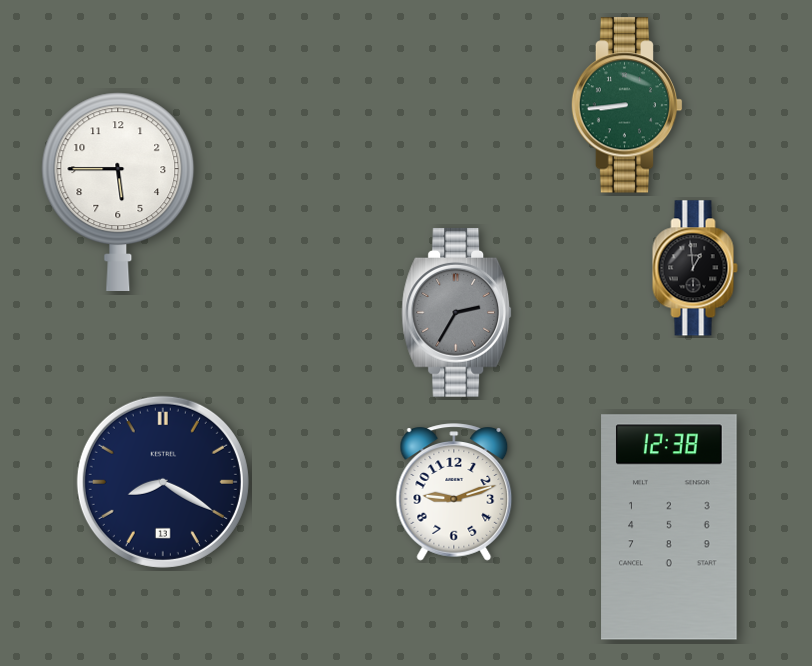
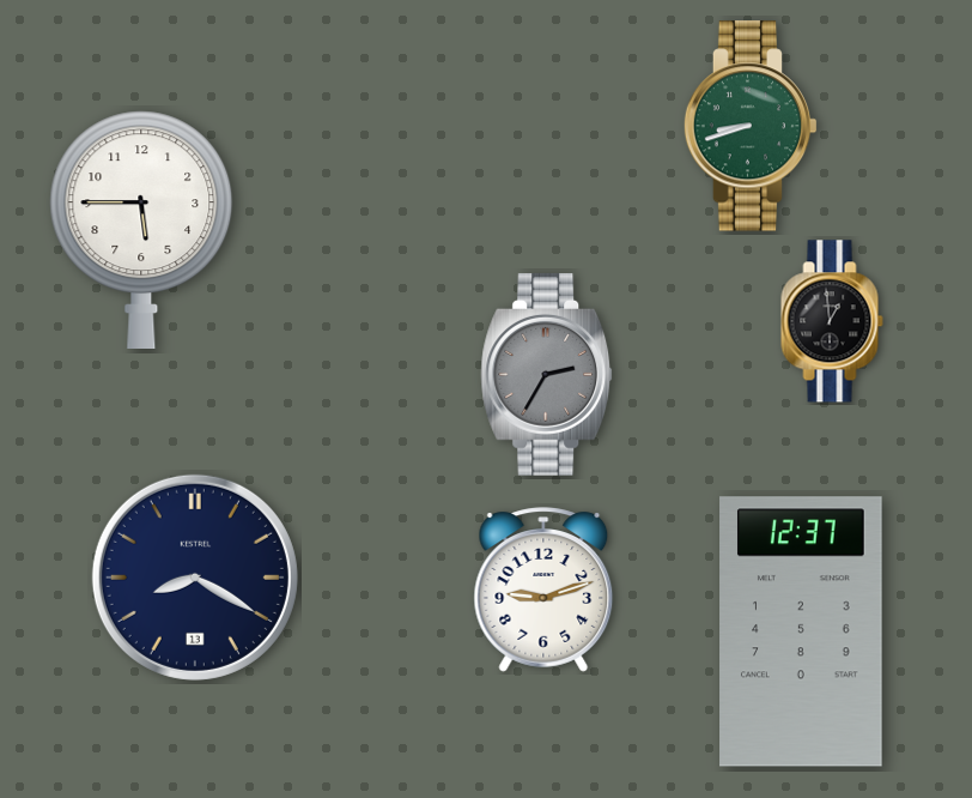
clock at (627, 105): 8:44 -> 8:42
clock at (669, 527): 12:38 -> 12:37
